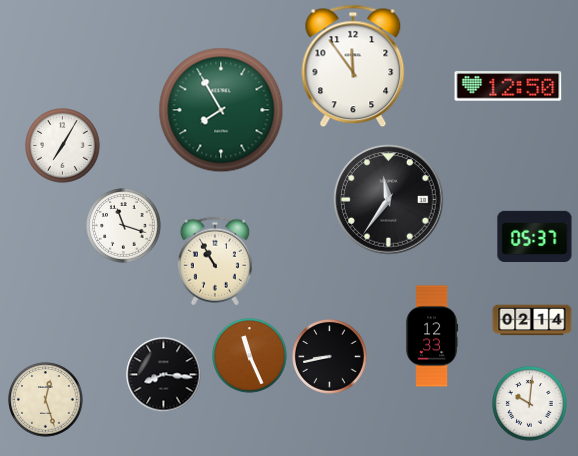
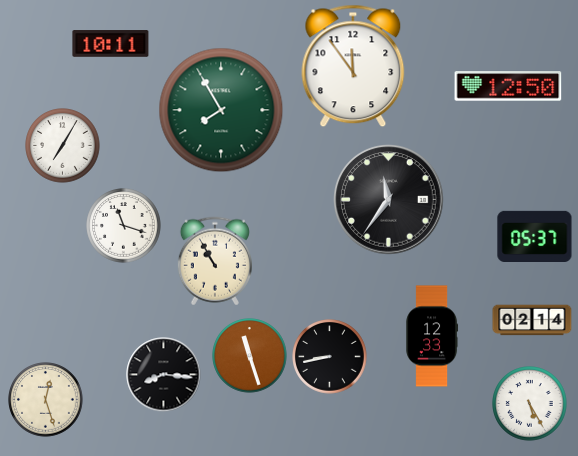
clock at (111, 44): none -> 10:11
clock at (250, 356): 11:26 -> 11:27
clock at (530, 404): 10:01 -> 5:25
